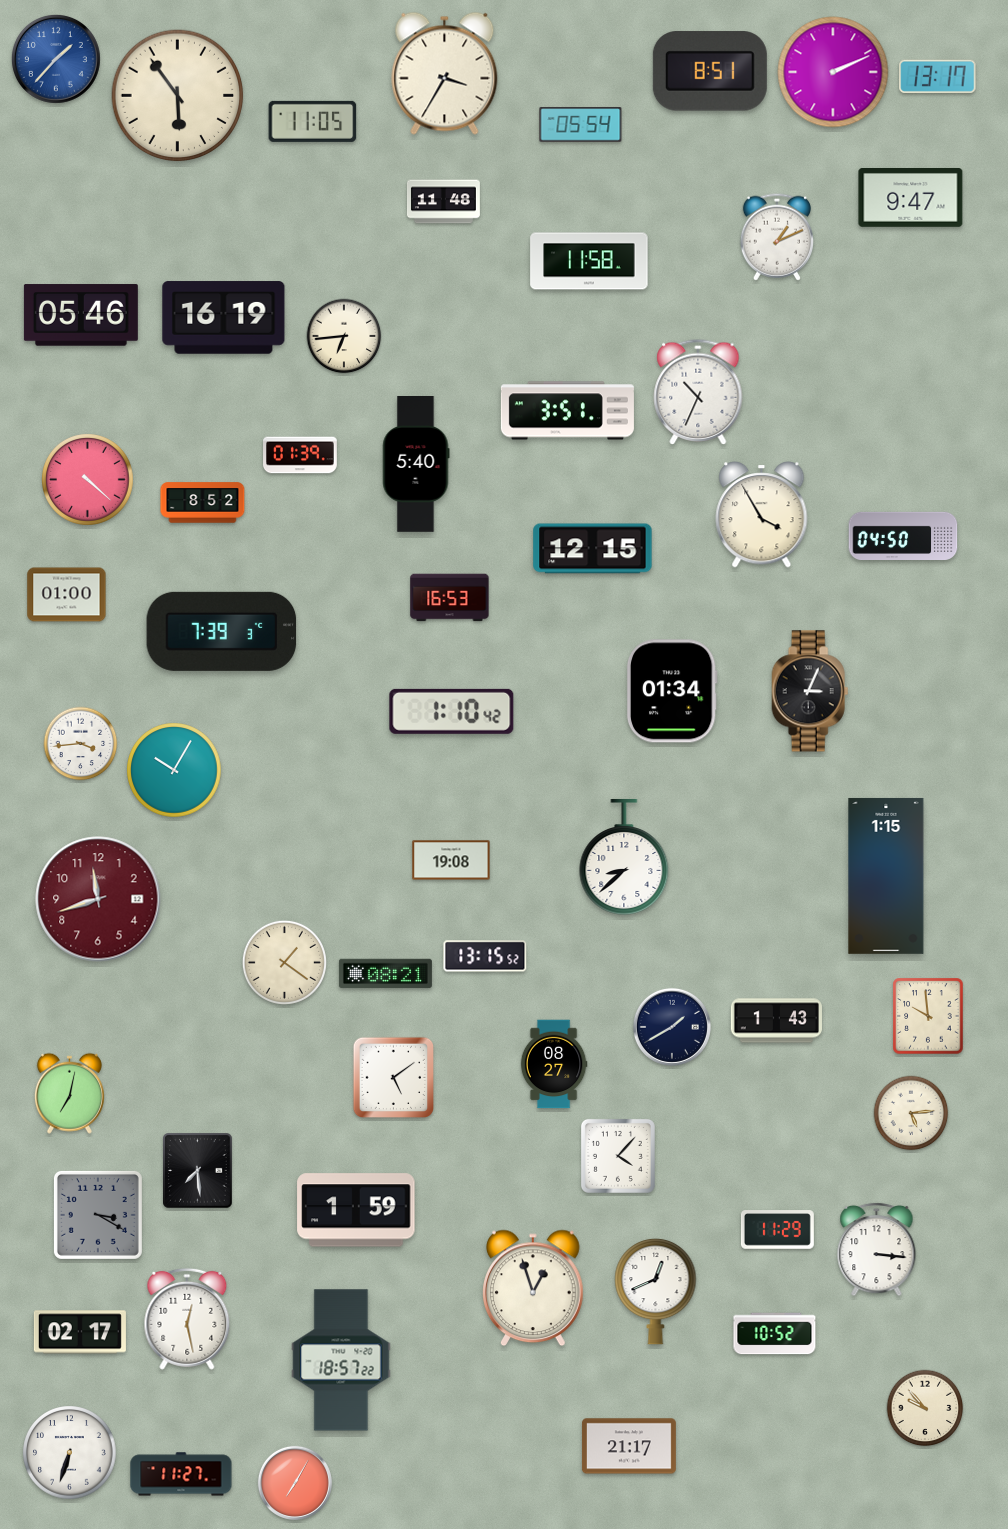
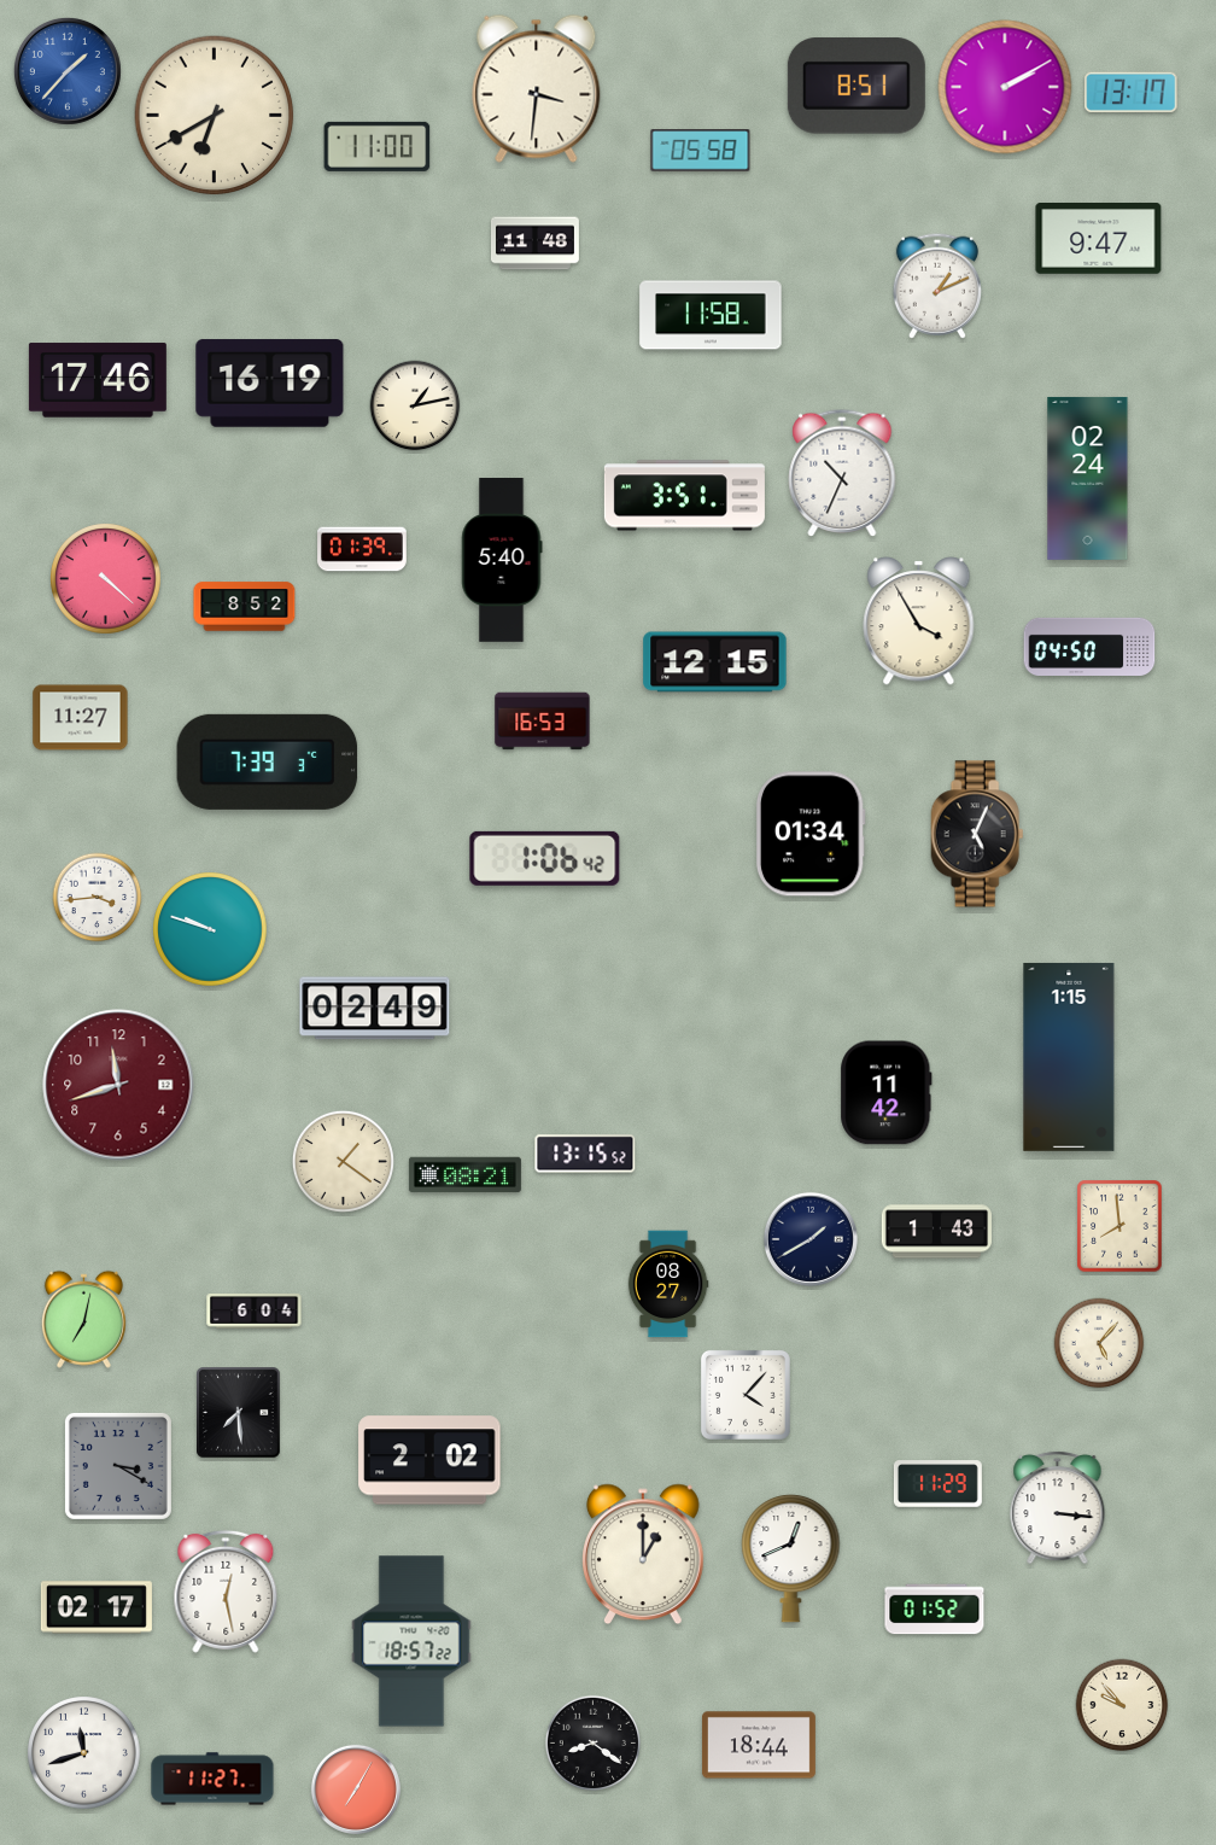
clock at (833, 72): 2:11 -> 2:10
clock at (445, 73): 3:35 -> 3:31
clock at (178, 96): 5:54 -> 6:40
clock at (313, 121): 11:05 -> 11:00
clock at (581, 125): 05:54 -> 05:58
clock at (81, 315): 05:46 -> 17:46
clock at (344, 336): 6:44 -> 1:13
clock at (1088, 478): none -> 02:24
clock at (67, 595): 01:00 -> 11:27
clock at (810, 691): 3:04 -> 5:04
clock at (452, 711): 1:10 -> 1:06
clock at (174, 770): 10:05 -> 9:48
clock at (375, 1009): none -> 02:49
clock at (624, 858): 8:38 -> none
clock at (451, 860): 19:08 -> none
clock at (887, 1093): none -> 11:42
clock at (928, 1016): 9:59 -> 7:59
clock at (393, 1077): 5:09 -> none
clock at (255, 1312): none -> 6:04
clock at (911, 1113): 5:14 -> 5:07
clock at (356, 1210): 1:59 -> 2:02
clock at (534, 1288): 12:57 -> 1:00
clock at (775, 1334): 10:52 -> 01:52
clock at (925, 1408) position: (925, 1408) -> (1122, 1705)
clock at (594, 1744): none -> 8:21
clock at (629, 1446): 21:17 -> 18:44
clock at (70, 1453): 6:33 -> 11:42
clock at (181, 1474) position: (181, 1474) -> (212, 1779)
